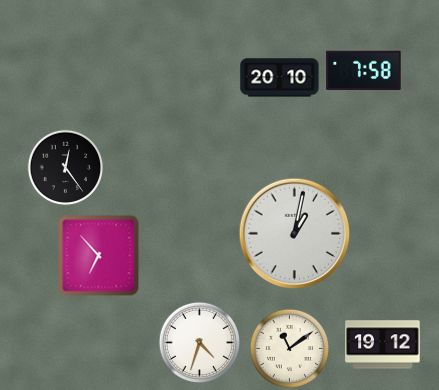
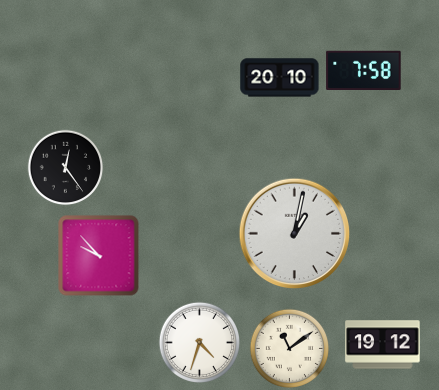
clock at (99, 256): 6:53 -> 9:53
